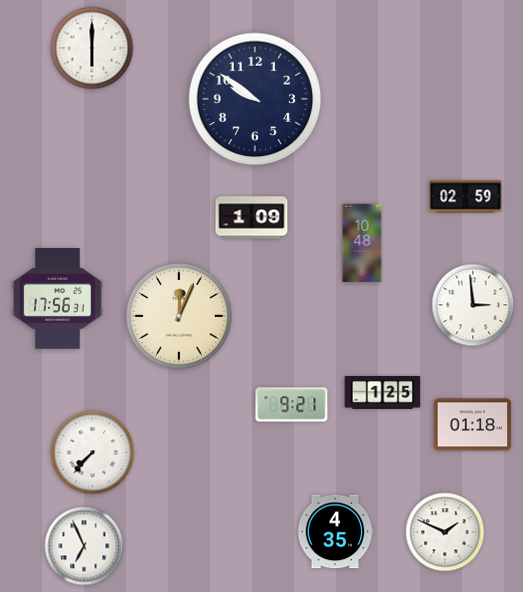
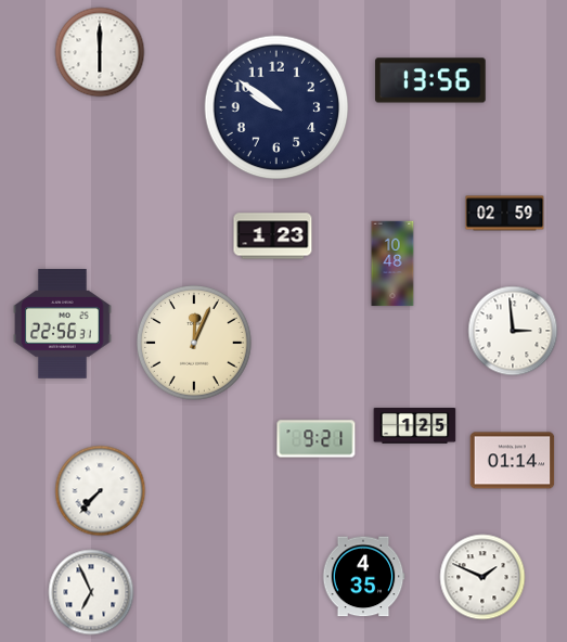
clock at (430, 80): none -> 13:56
clock at (252, 218): 1:09 -> 1:23
clock at (58, 299): 17:56 -> 22:56
clock at (473, 425): 01:18 -> 01:14
